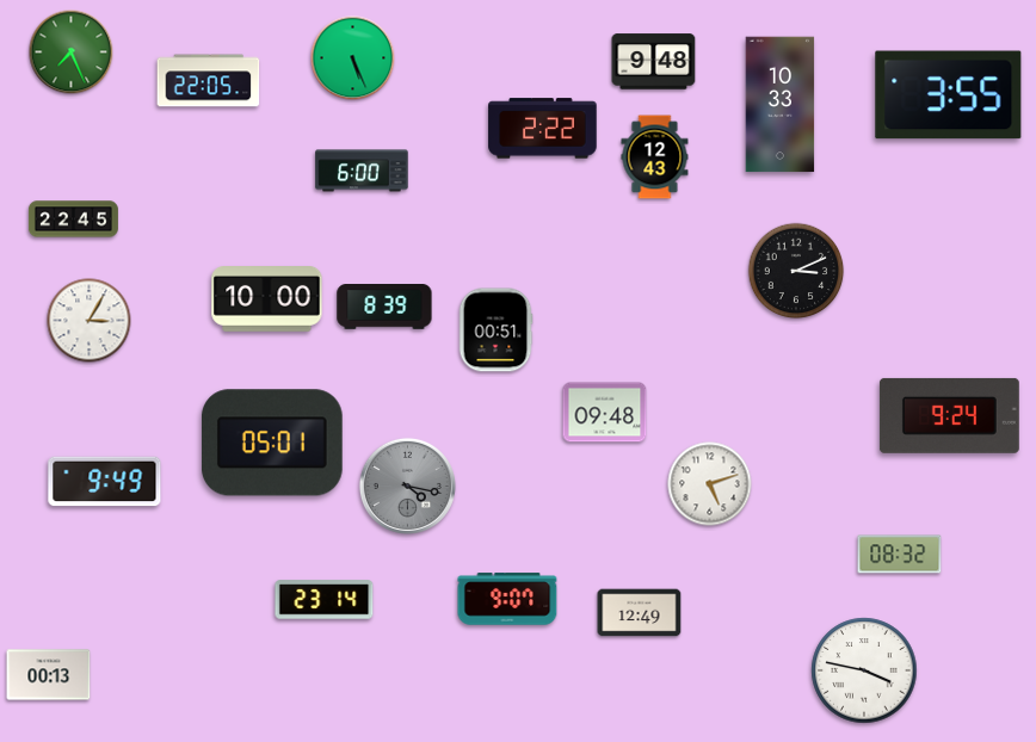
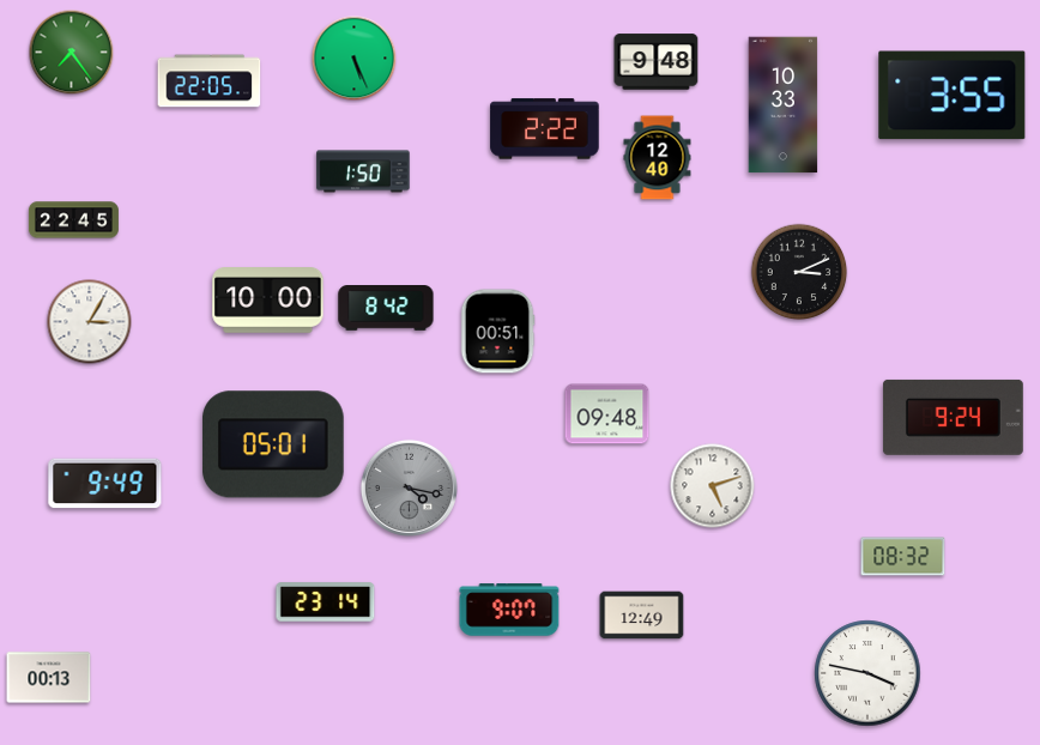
clock at (72, 52): 7:26 -> 7:24
clock at (655, 157): 12:43 -> 12:40
clock at (362, 171): 6:00 -> 1:50
clock at (384, 307): 8:39 -> 8:42
clock at (507, 599) position: (507, 599) -> (509, 610)
